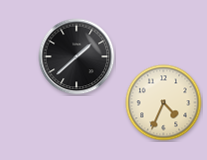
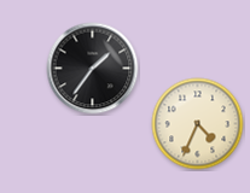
clock at (77, 57): 1:38 -> 1:36
